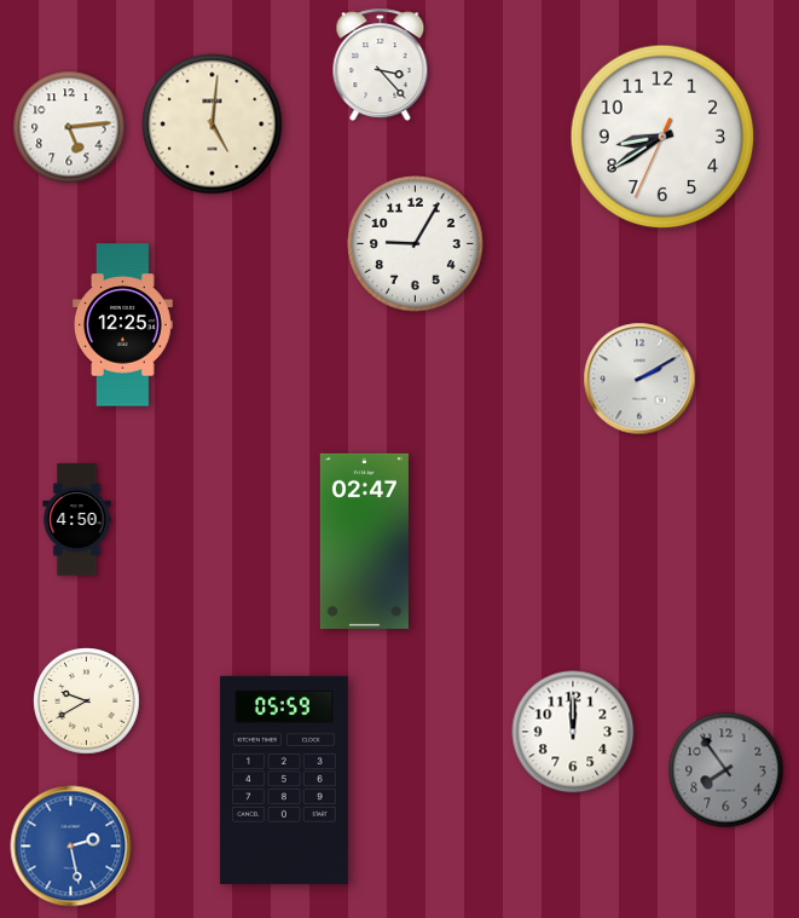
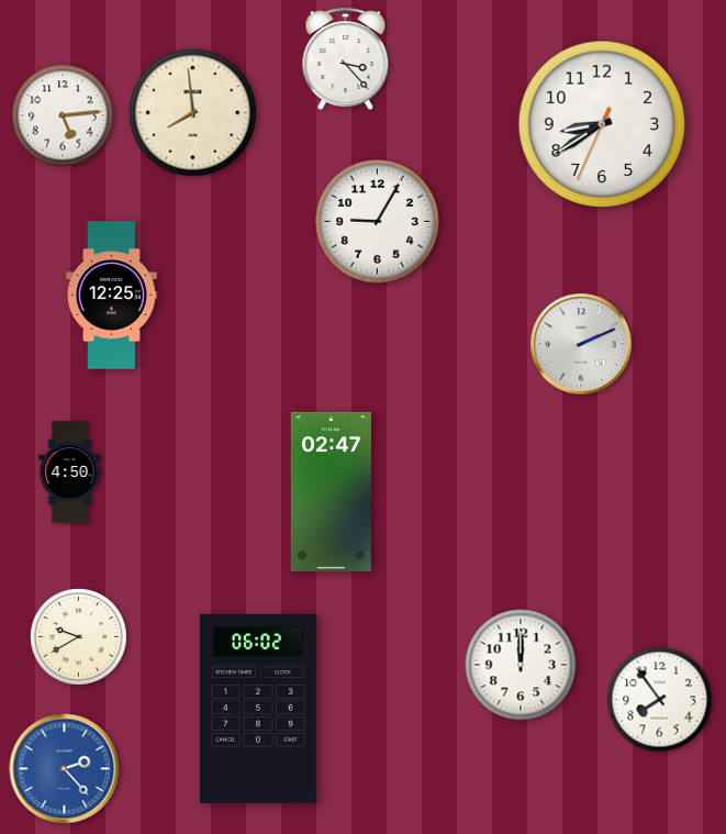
clock at (213, 125): 5:01 -> 7:59
clock at (639, 379): 2:10 -> 2:11
clock at (726, 770) dial: grey -> white
clock at (284, 780): 05:59 -> 06:02
clock at (71, 847): 2:28 -> 2:23
